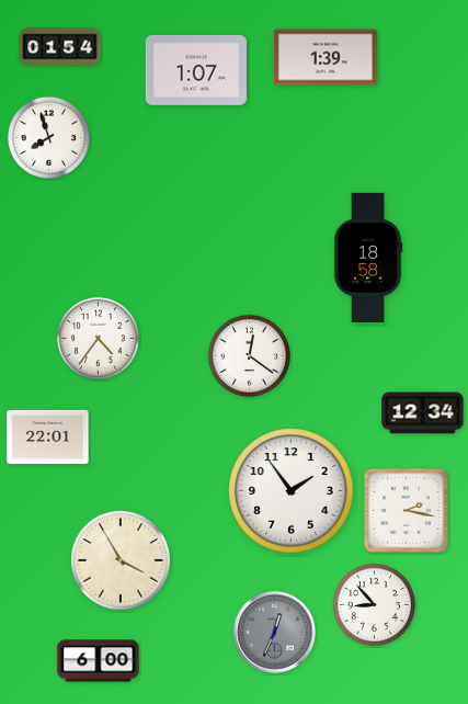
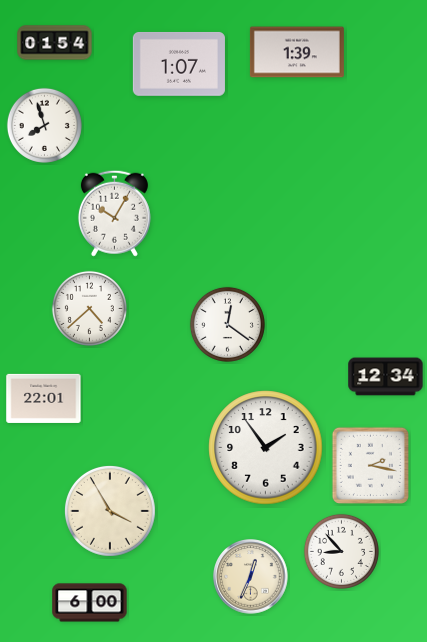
clock at (114, 213): none -> 10:05
clock at (368, 257): 18:58 -> none
clock at (98, 338): 4:36 -> 4:38
clock at (275, 633) dial: grey -> cream
